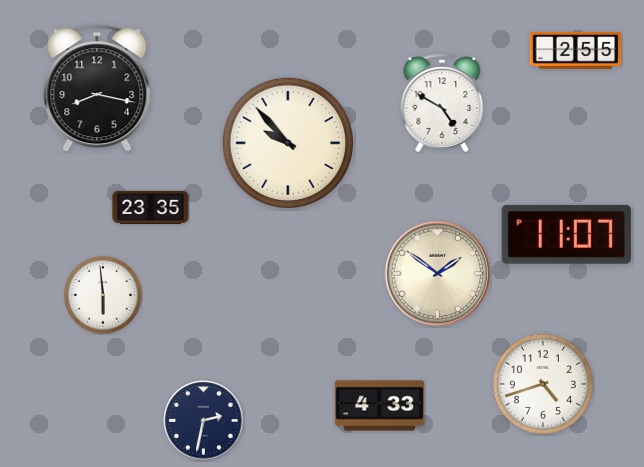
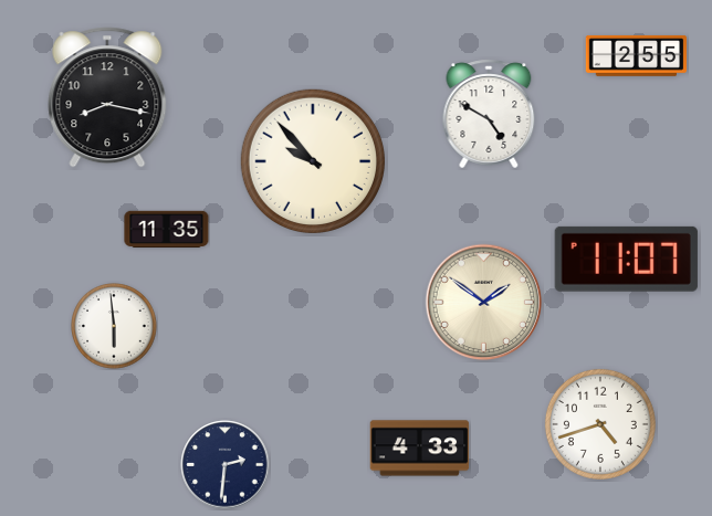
clock at (287, 142) position: (287, 142) -> (312, 160)
clock at (151, 208): 23:35 -> 11:35
clock at (204, 421): 2:32 -> 2:31
